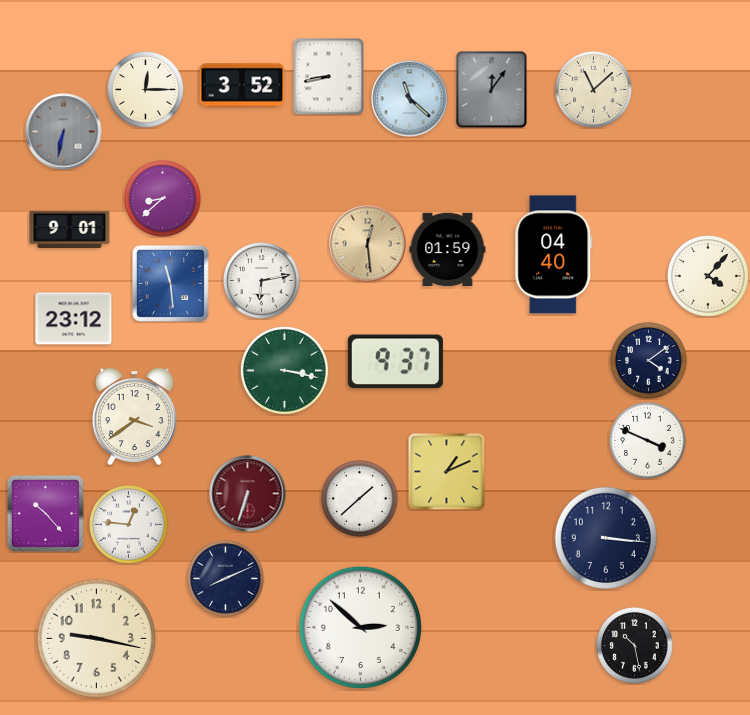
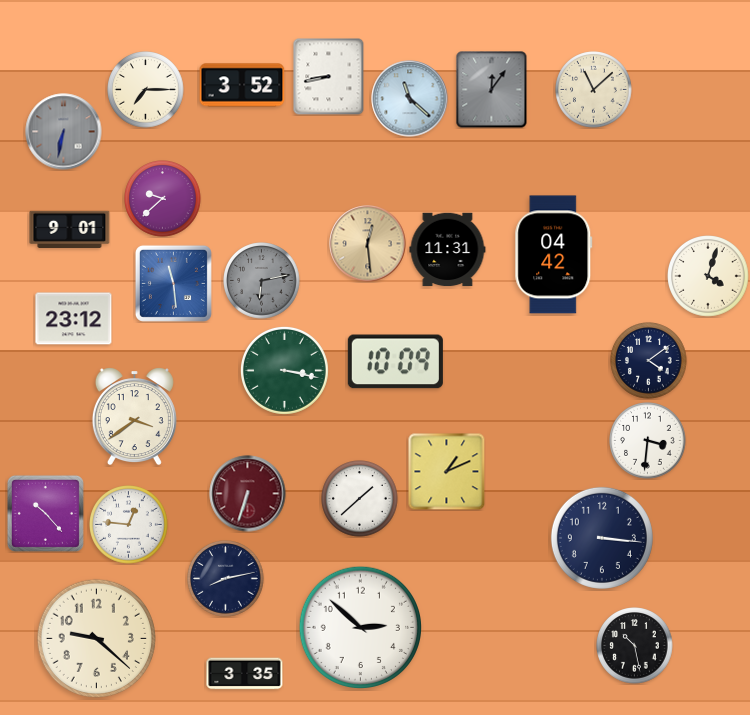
clock at (146, 90): 12:15 -> 7:15
clock at (163, 199): 8:38 -> 9:38
clock at (448, 250): 01:59 -> 11:31
clock at (554, 255): 04:40 -> 04:42
clock at (709, 277): 4:07 -> 4:03
clock at (262, 281) dial: white -> grey
clock at (170, 283) position: (170, 283) -> (173, 283)
clock at (395, 362): 9:37 -> 10:09
clock at (648, 441): 3:49 -> 3:31
clock at (606, 538) position: (606, 538) -> (602, 538)
clock at (226, 579): 8:11 -> 8:13
clock at (96, 638): 9:17 -> 9:22
clock at (245, 674): none -> 3:35
